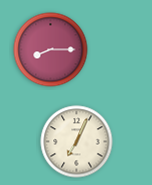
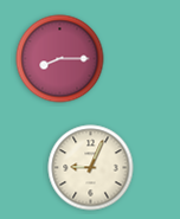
clock at (77, 142): 7:04 -> 9:04
